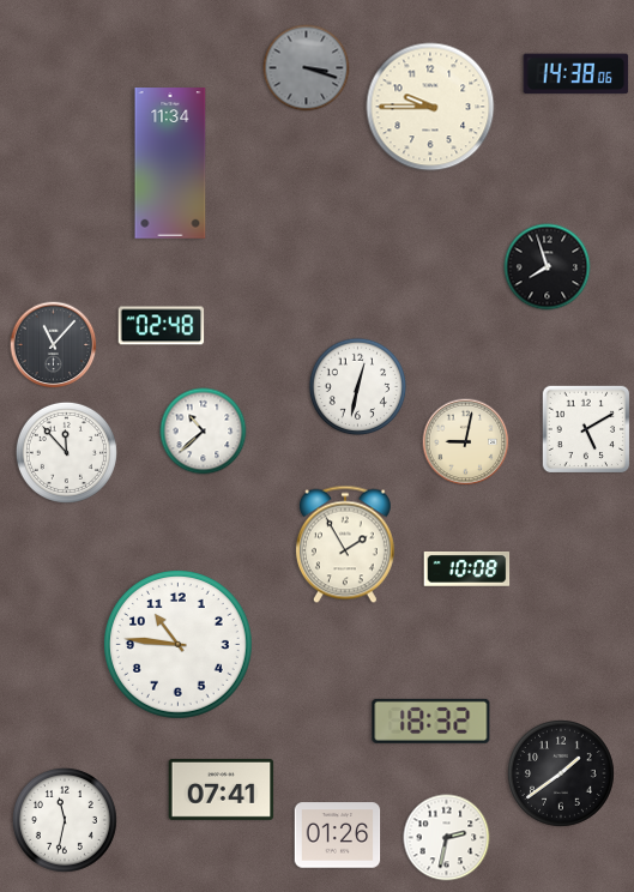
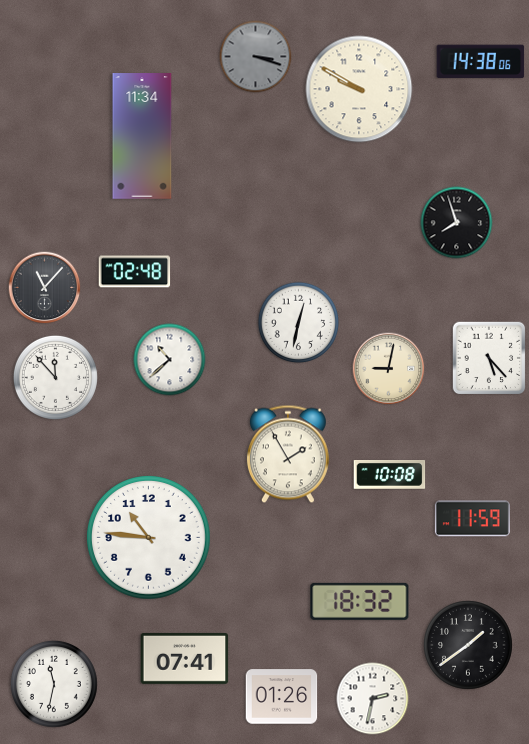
clock at (430, 107): 9:45 -> 9:50
clock at (586, 429): 5:10 -> 5:23
clock at (472, 519): none -> 11:59
